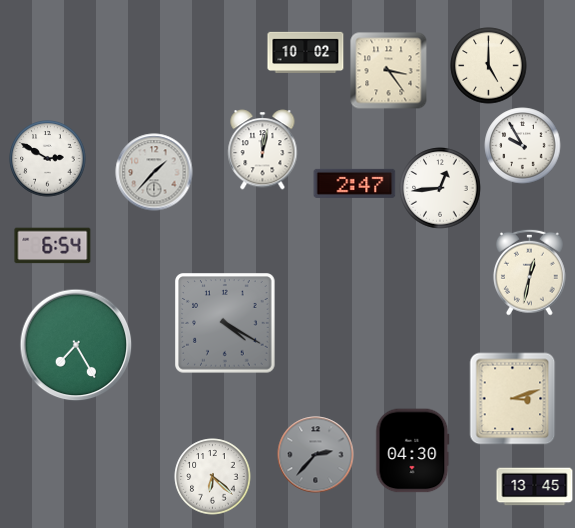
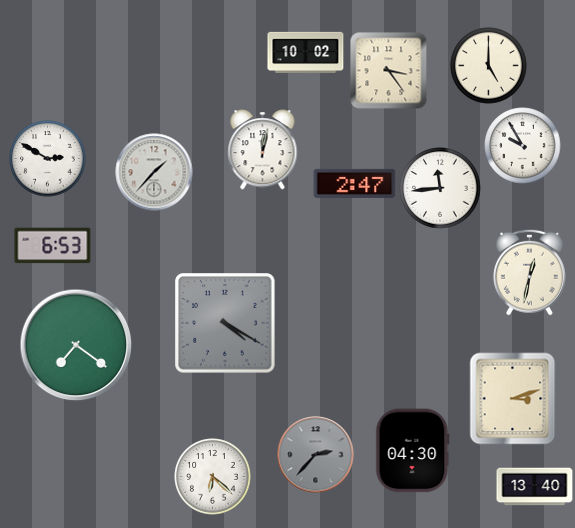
clock at (440, 188): 12:44 -> 11:44
clock at (53, 246): 6:54 -> 6:53
clock at (76, 345): 7:25 -> 7:21
clock at (535, 487): 13:45 -> 13:40
